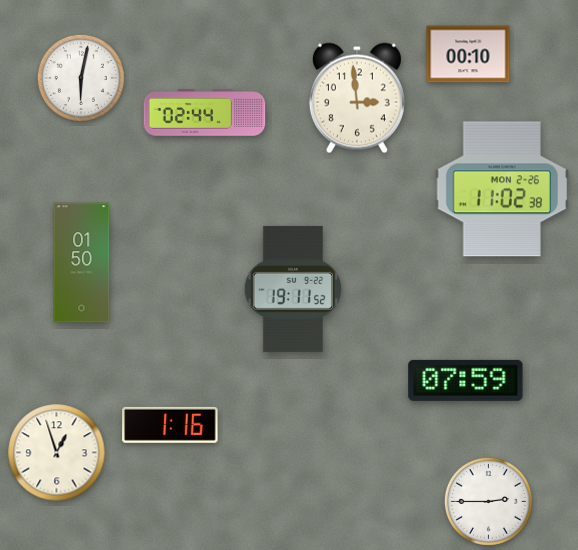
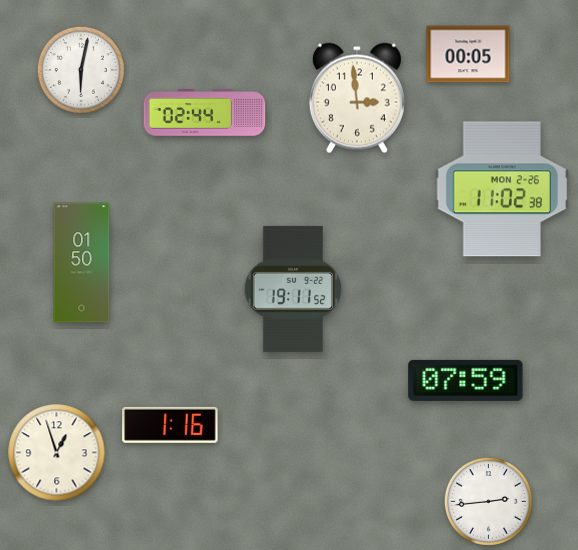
clock at (468, 54): 00:10 -> 00:05
clock at (81, 78) position: (81, 78) -> (81, 70)
clock at (488, 501): 2:45 -> 2:44
